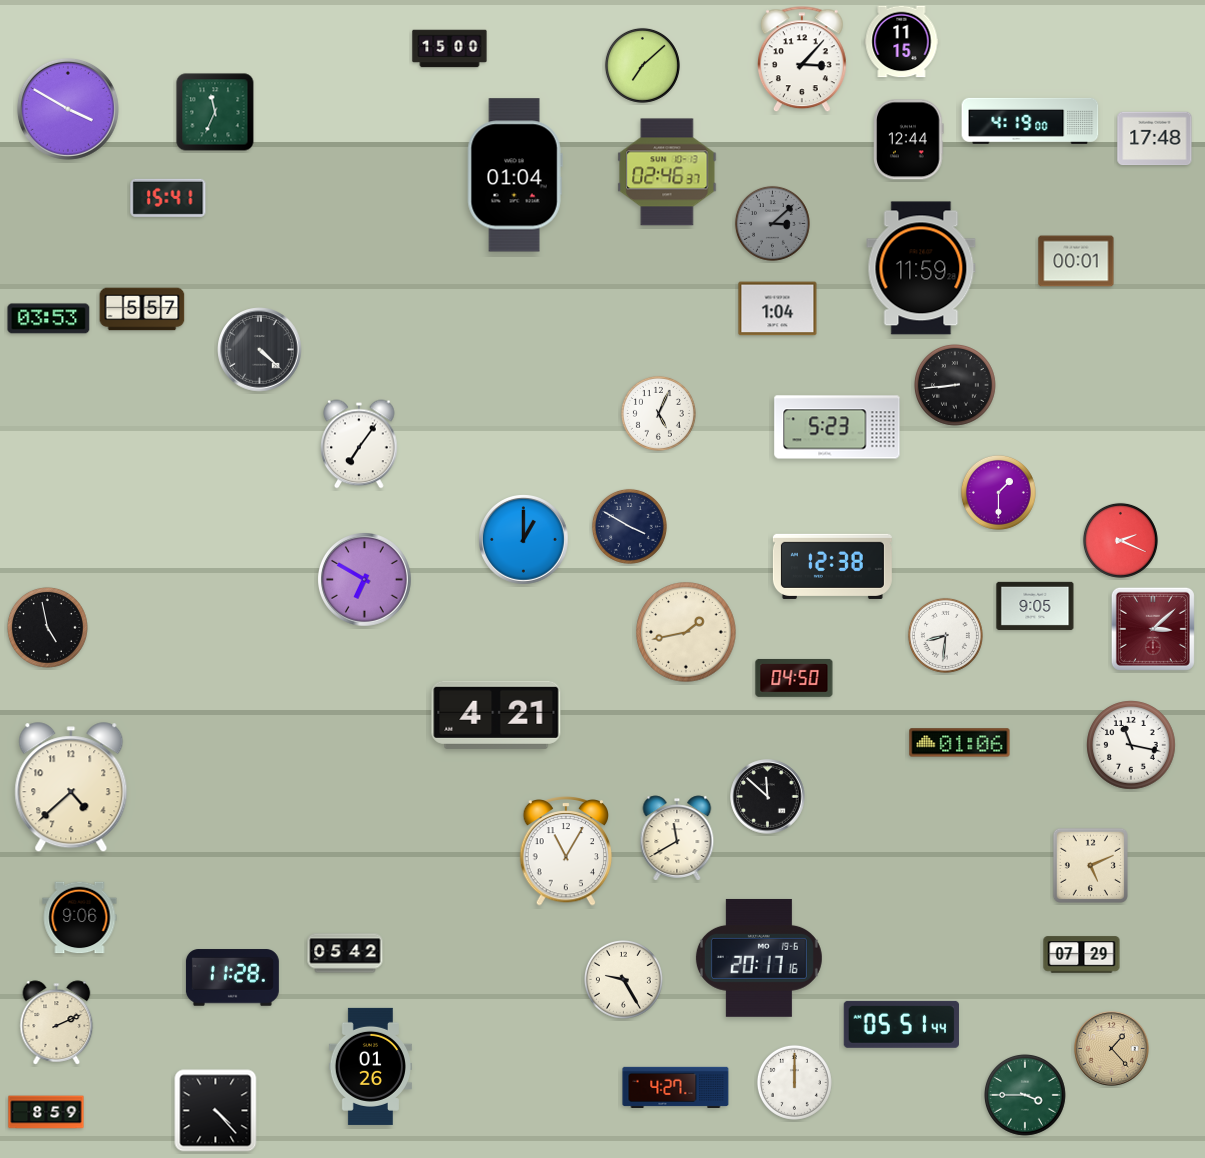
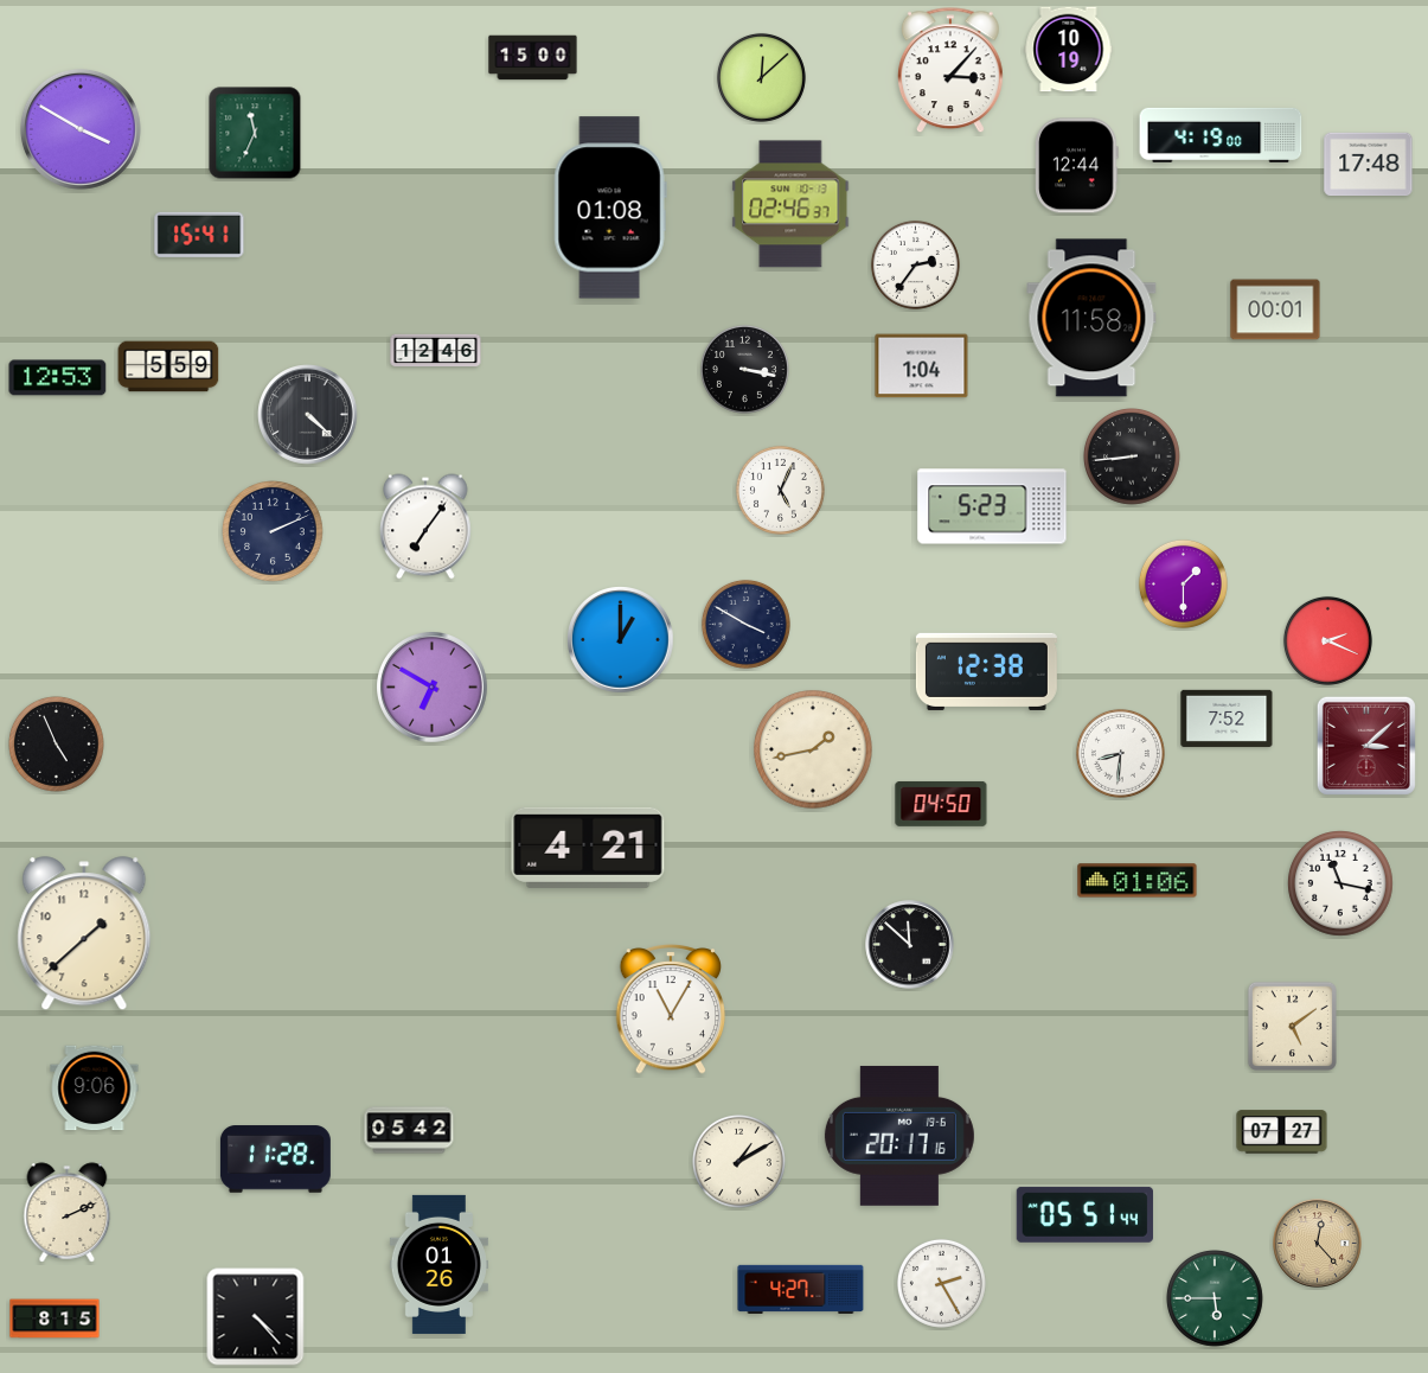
clock at (902, 42): 11:15 -> 10:19
clock at (642, 65): 7:08 -> 12:08
clock at (1030, 121) position: (1030, 121) -> (1221, 135)
clock at (515, 175): 01:04 -> 01:08
clock at (772, 223): 3:08 -> 2:36
clock at (772, 223) dial: grey -> white
clock at (921, 268): 11:59 -> 11:58
clock at (436, 351): none -> 12:46
clock at (142, 309): 5:57 -> 5:59
clock at (744, 369): none -> 3:17
clock at (49, 319): 03:53 -> 12:53
clock at (274, 532): none -> 2:11
clock at (1035, 606): 9:05 -> 7:52
clock at (47, 627): 4:58 -> 4:56
clock at (71, 788): 4:38 -> 1:38
clock at (677, 838): 11:40 -> none
clock at (1090, 865): 5:11 -> 5:09
clock at (1082, 955): 07:29 -> 07:27
clock at (623, 979): 9:25 -> 1:10
clock at (901, 1024) position: (901, 1024) -> (1084, 1214)
clock at (1112, 1049): 1:23 -> 12:23
clock at (794, 1082): 12:00 -> 2:25
clock at (1025, 1095): 3:45 -> 5:45
clock at (46, 1112): 8:59 -> 8:15
